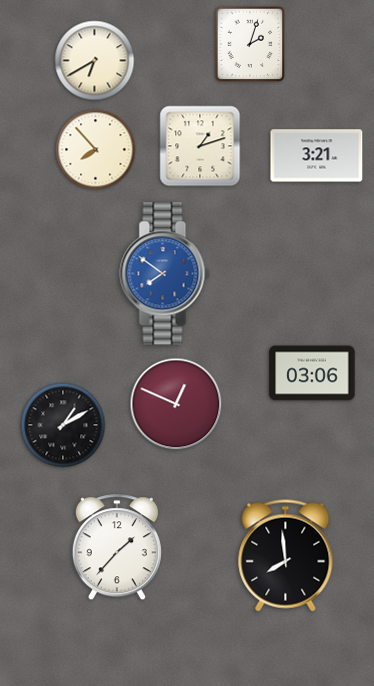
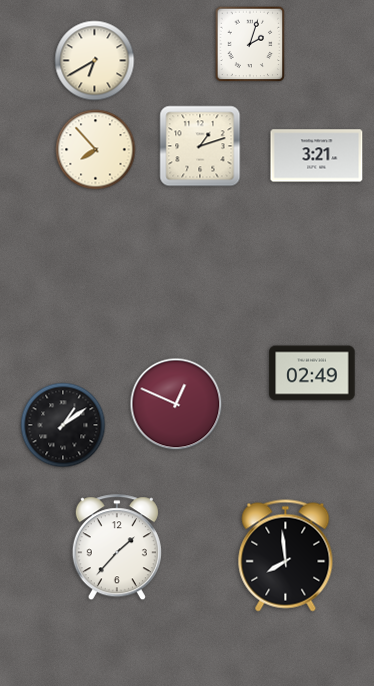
clock at (165, 274): 7:51 -> none
clock at (312, 373): 03:06 -> 02:49
clock at (63, 425): 1:10 -> 1:09
